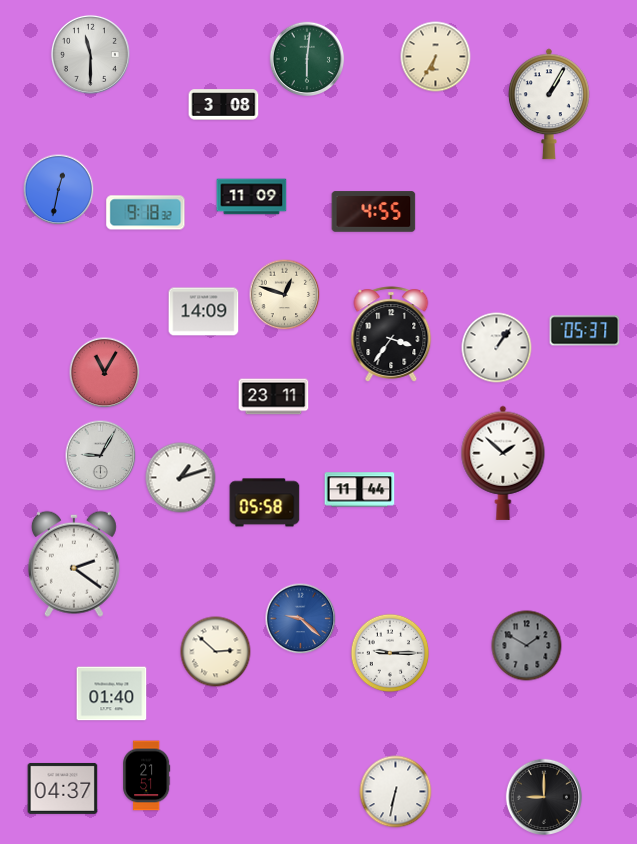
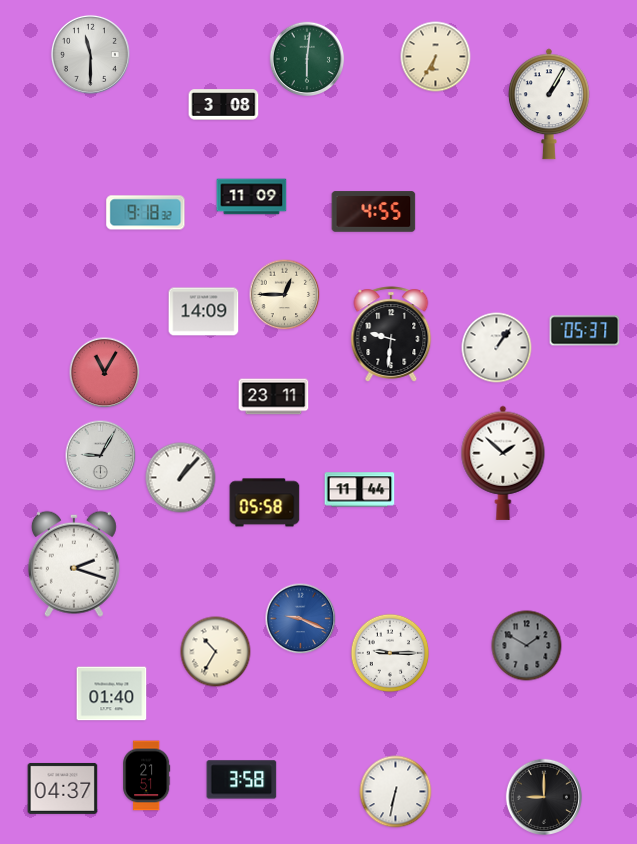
clock at (59, 190): 12:32 -> none
clock at (285, 295): 12:48 -> 12:45
clock at (391, 334): 3:36 -> 9:31
clock at (181, 478): 1:12 -> 1:07
clock at (74, 564): 2:21 -> 2:18
clock at (301, 619): 9:22 -> 9:19
clock at (216, 652): 2:52 -> 10:35
clock at (242, 780): none -> 3:58
